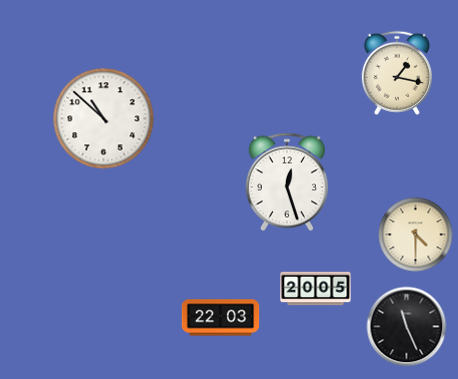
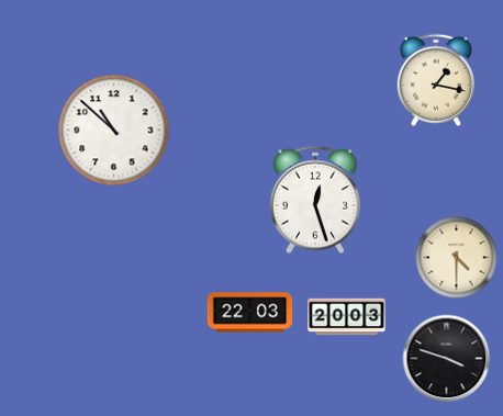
clock at (316, 289): 20:05 -> 20:03
clock at (221, 318) position: (221, 318) -> (250, 313)
clock at (407, 327): 11:26 -> 3:48
